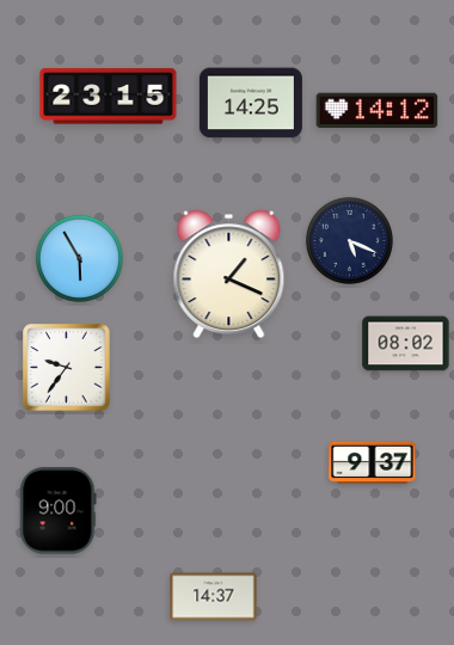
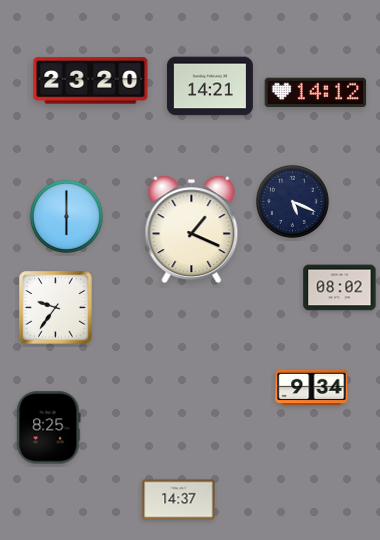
clock at (109, 97): 23:15 -> 23:20
clock at (251, 103): 14:25 -> 14:21
clock at (79, 258): 5:55 -> 6:00
clock at (373, 463): 9:37 -> 9:34
clock at (59, 511): 9:00 -> 8:25
